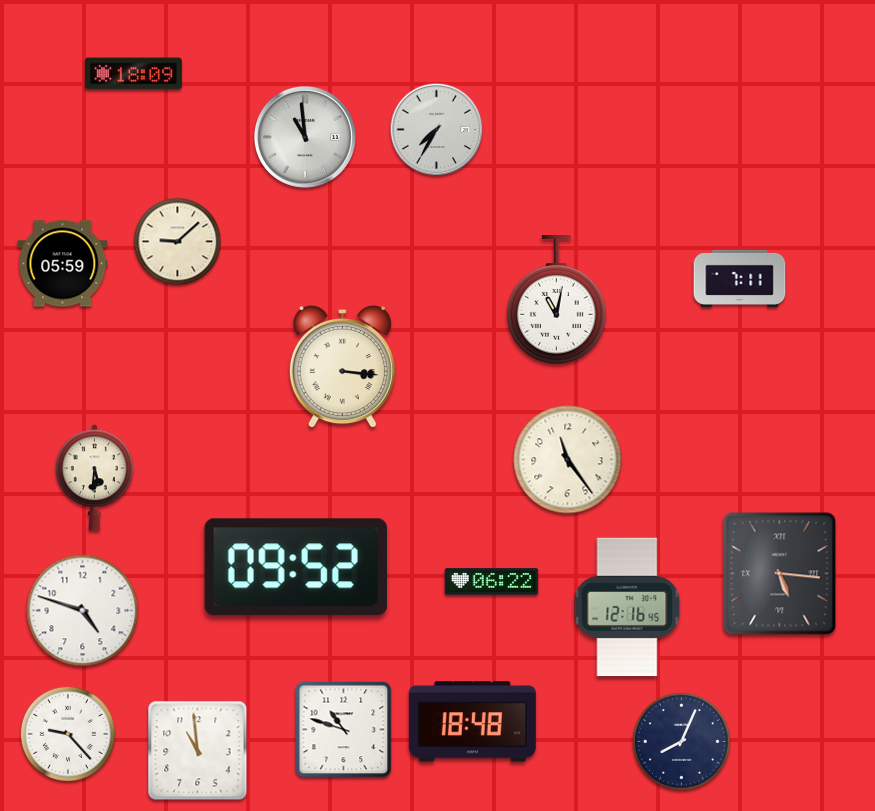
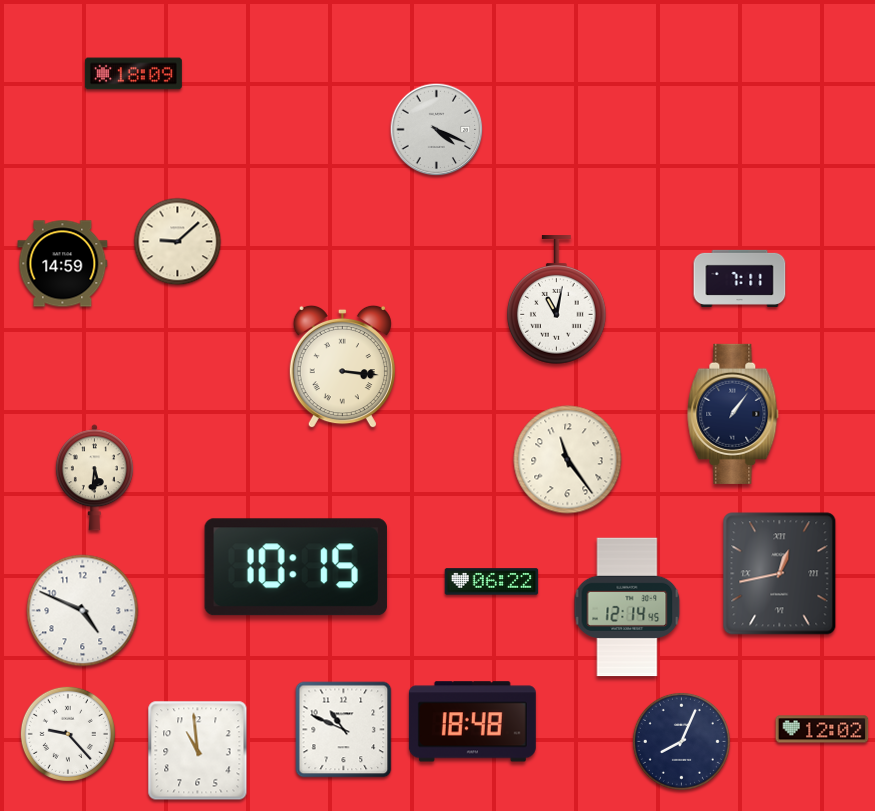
clock at (437, 130): 7:35 -> 4:19
clock at (305, 137): 10:59 -> none
clock at (63, 264): 05:59 -> 14:59
clock at (733, 414): none -> 1:06
clock at (296, 567): 09:52 -> 10:15
clock at (780, 574): 5:16 -> 12:43
clock at (627, 607): 12:16 -> 12:14
clock at (83, 611): 4:48 -> 4:49
clock at (822, 729): none -> 12:02
clock at (344, 730): 10:48 -> 10:49
